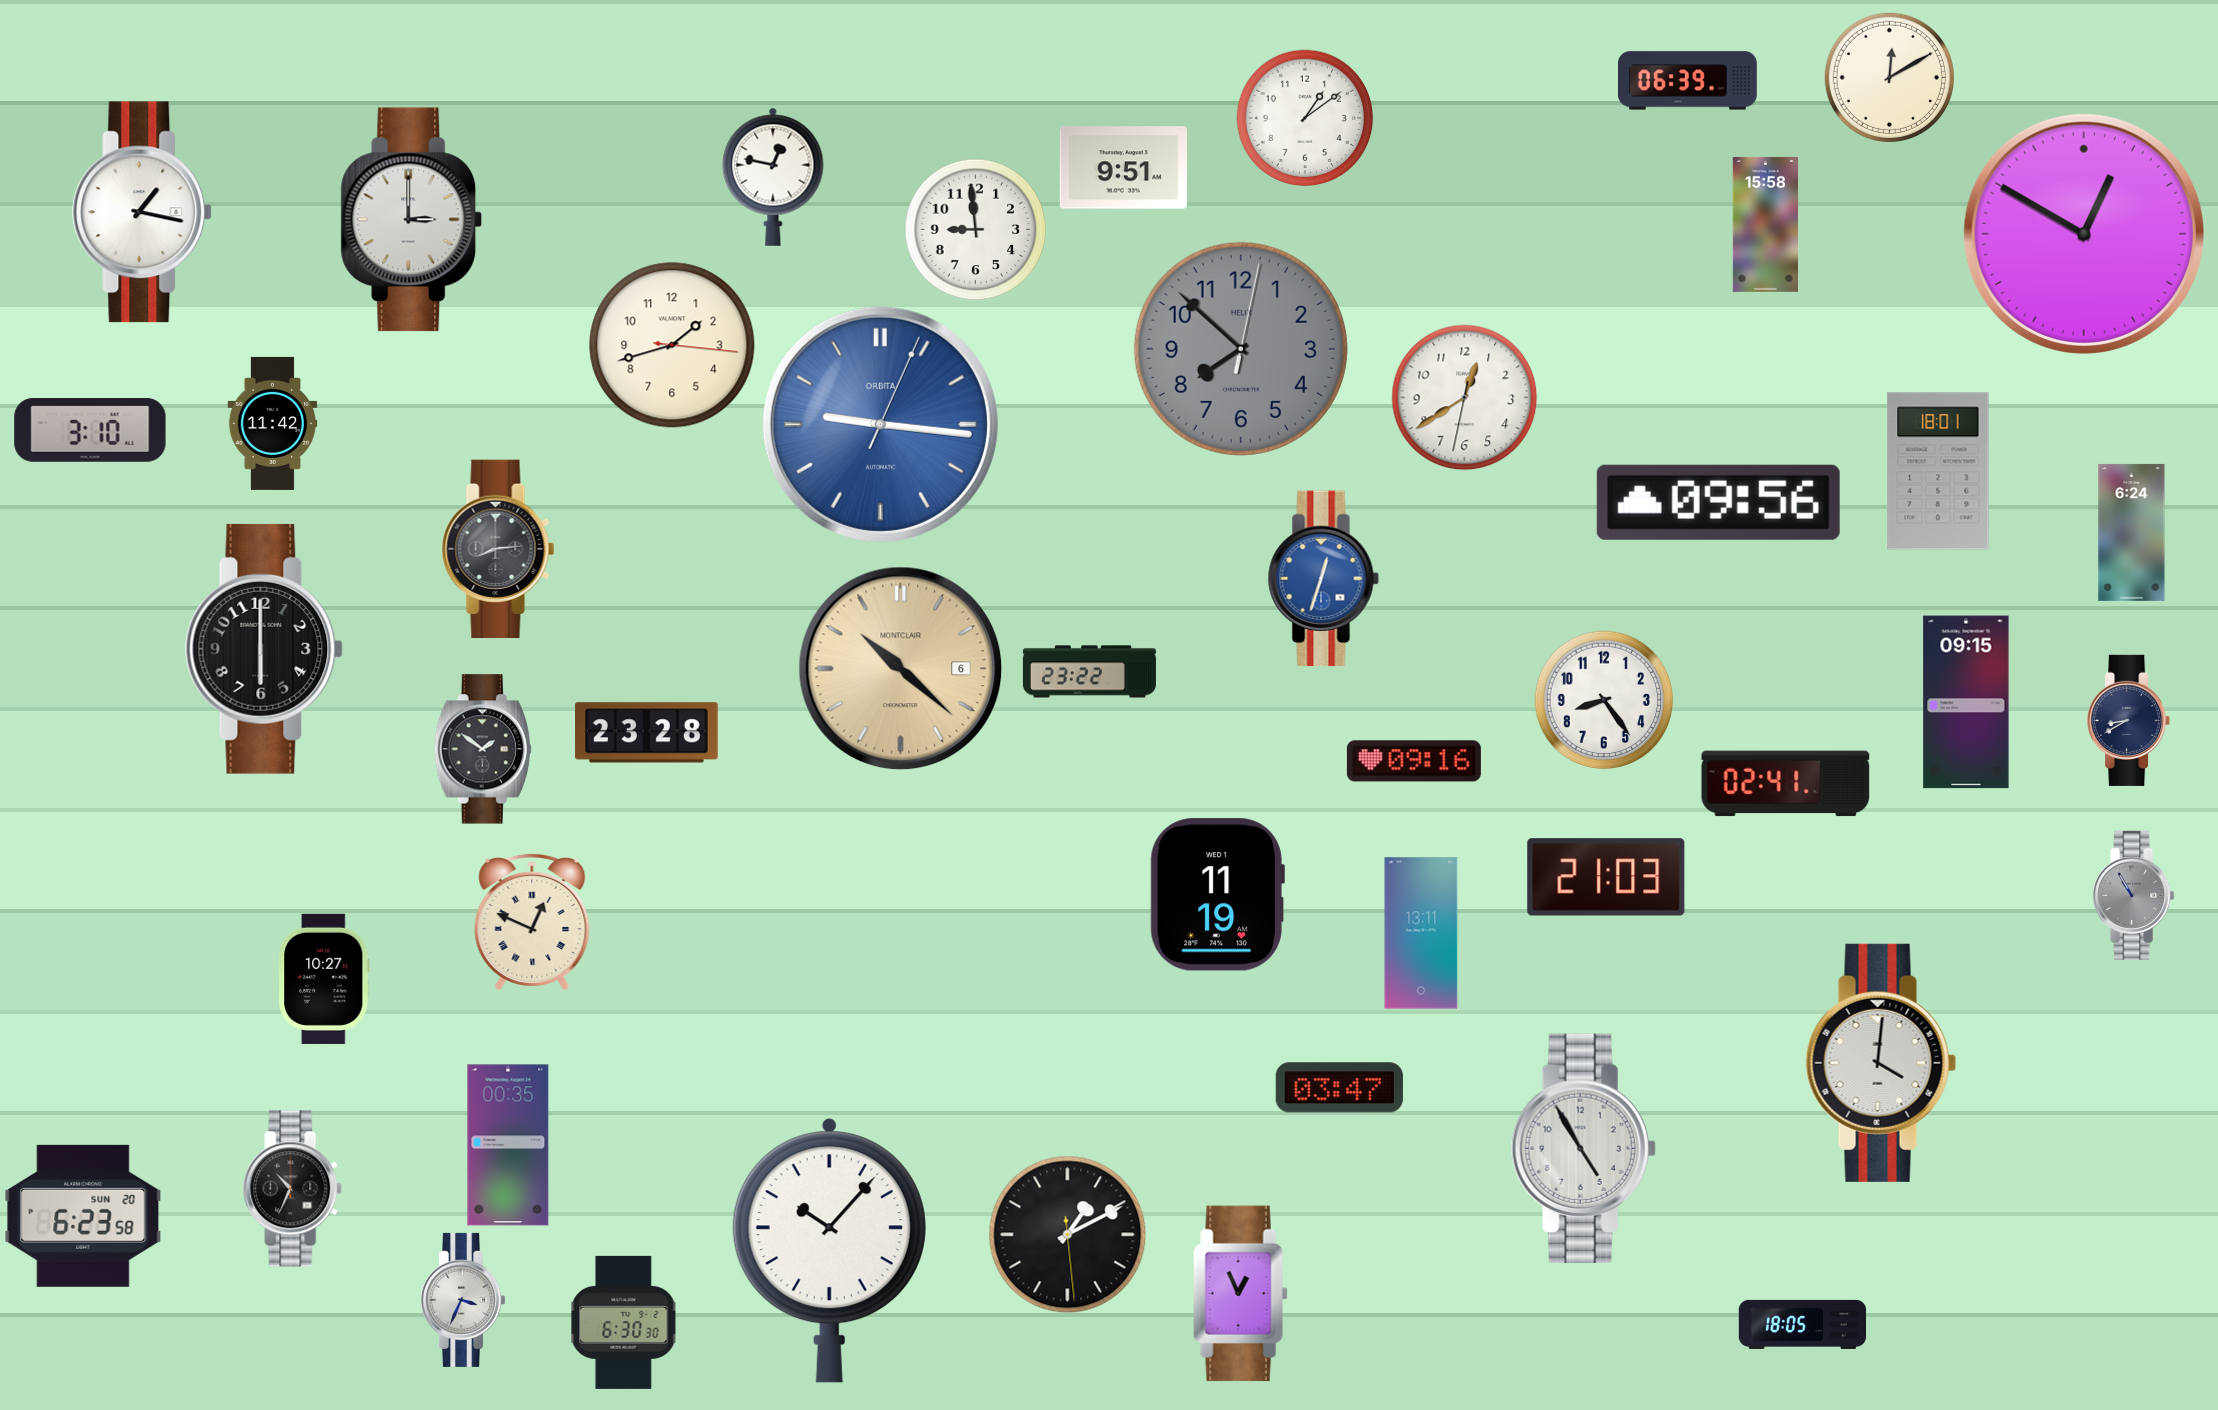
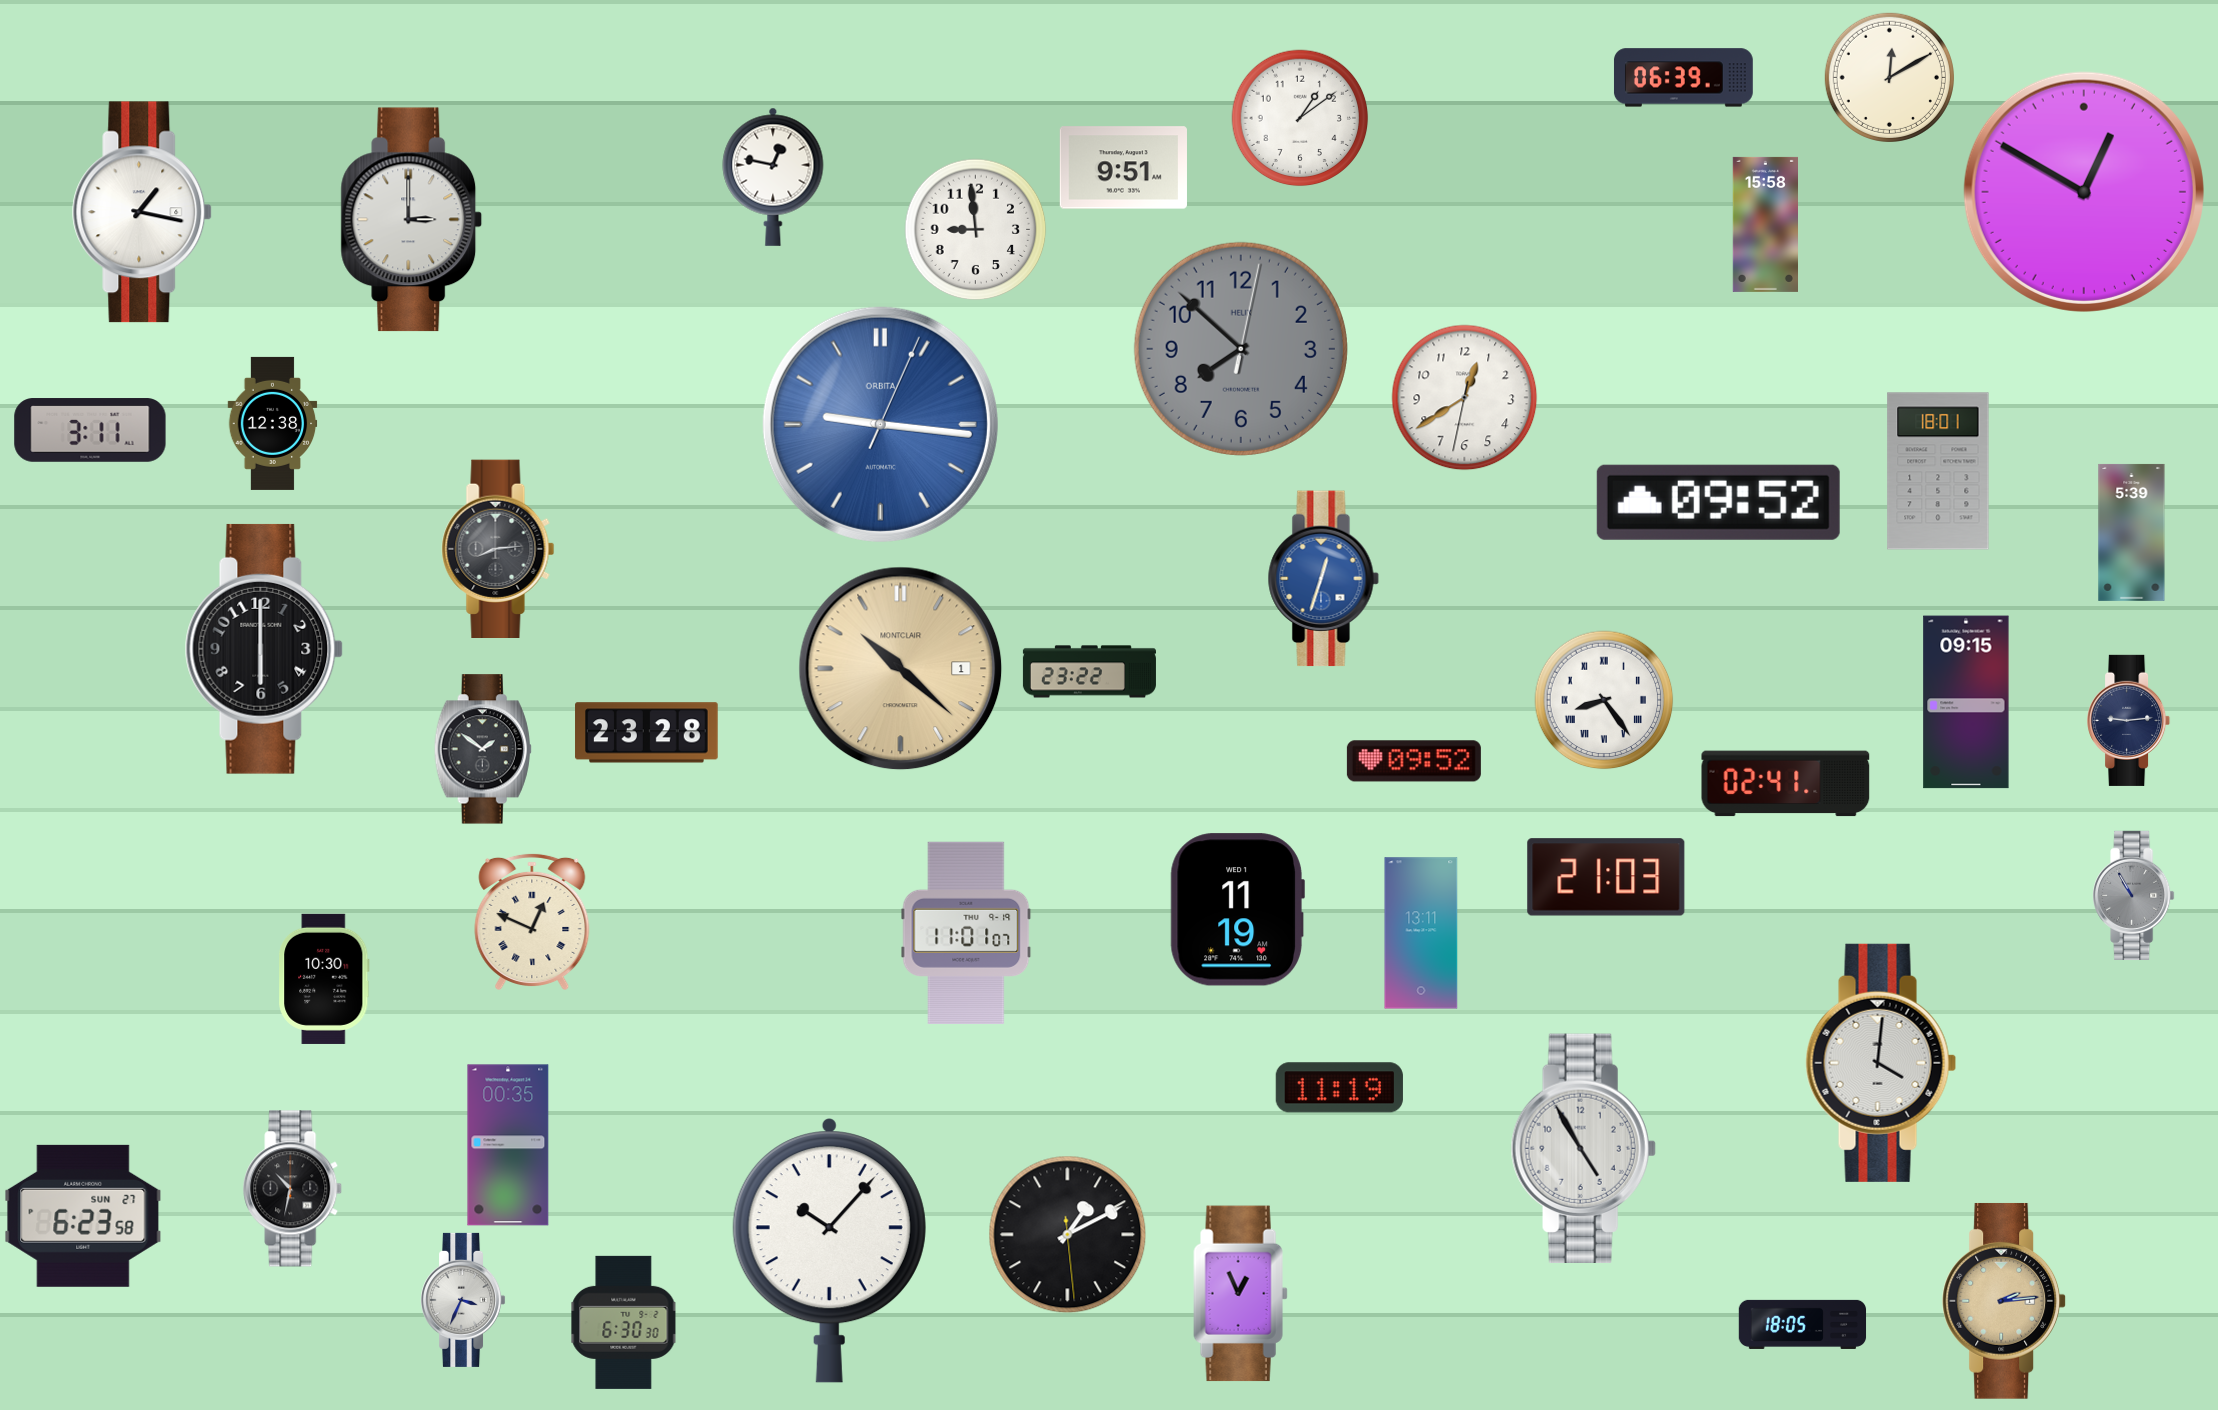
clock at (1687, 81) position: (1687, 81) -> (1683, 78)
clock at (1305, 118) position: (1305, 118) -> (1300, 118)
clock at (2084, 234) position: (2084, 234) -> (2084, 192)
clock at (672, 345): 1:42 -> none
clock at (273, 423): 11:42 -> 12:38
clock at (90, 430): 3:10 -> 3:11
clock at (1718, 502): 09:56 -> 09:52
clock at (2132, 532): 6:24 -> 5:39
clock at (901, 669) date: 6 -> 1
clock at (1604, 700) numerals: Arabic -> Roman
clock at (2129, 720): 8:40 -> 9:14
clock at (1414, 761): 09:16 -> 09:52
clock at (1217, 895) position: (1217, 895) -> (1237, 910)
clock at (966, 933): none -> 11:01
clock at (324, 979): 10:27 -> 10:30
clock at (1339, 1088): 03:47 -> 11:19
clock at (293, 1189): 10:34 -> 10:32
clock at (83, 1216) date: SUN 20 -> SUN 27
clock at (2005, 1301): none -> 2:14
